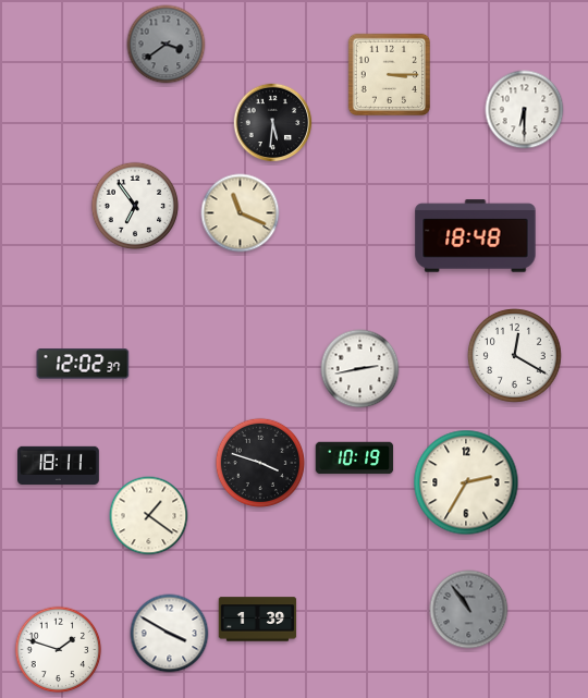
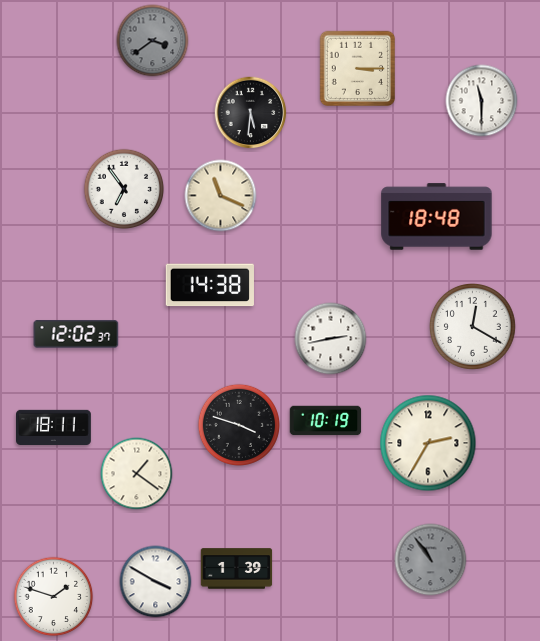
clock at (525, 110): 6:30 -> 11:30
clock at (210, 285): none -> 14:38
